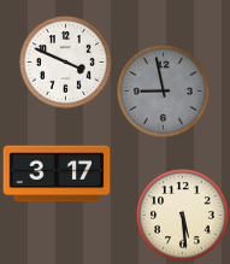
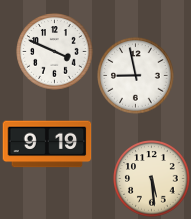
clock at (164, 92) dial: grey -> white
clock at (57, 174): 3:17 -> 9:19
